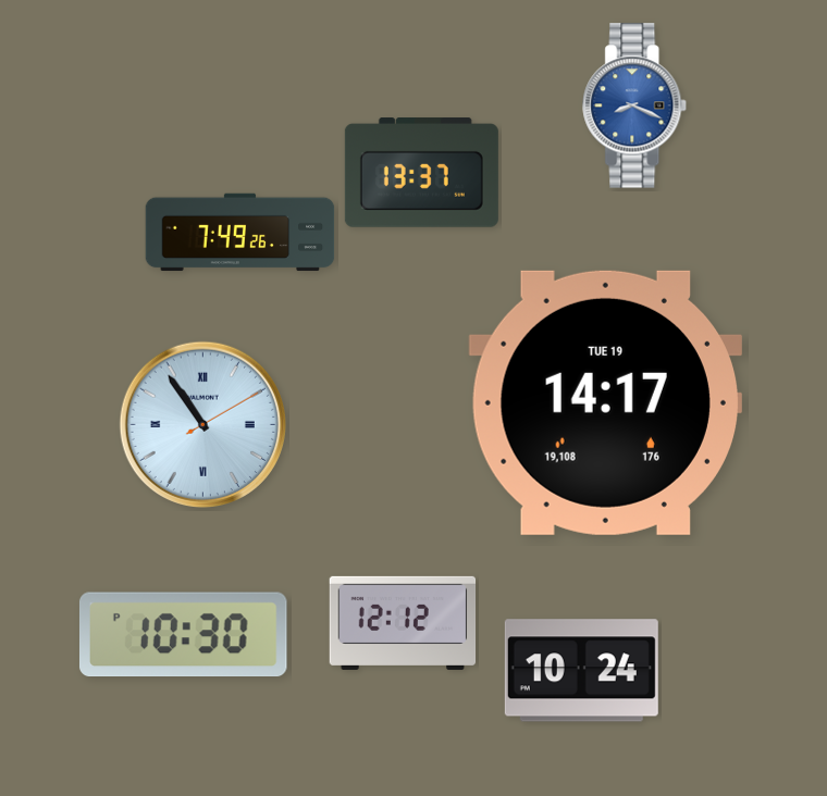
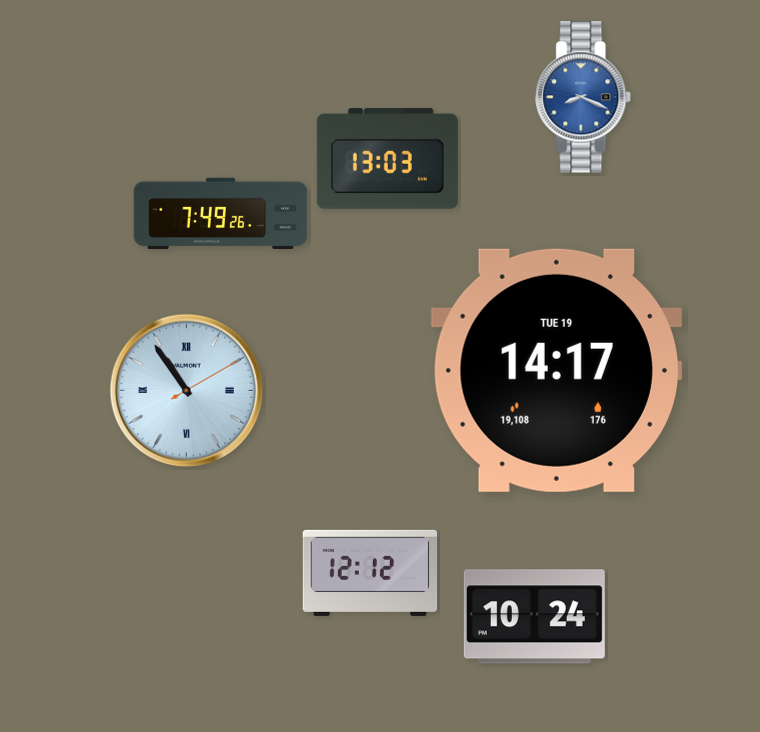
clock at (421, 173): 13:37 -> 13:03
clock at (183, 634): 10:30 -> none
